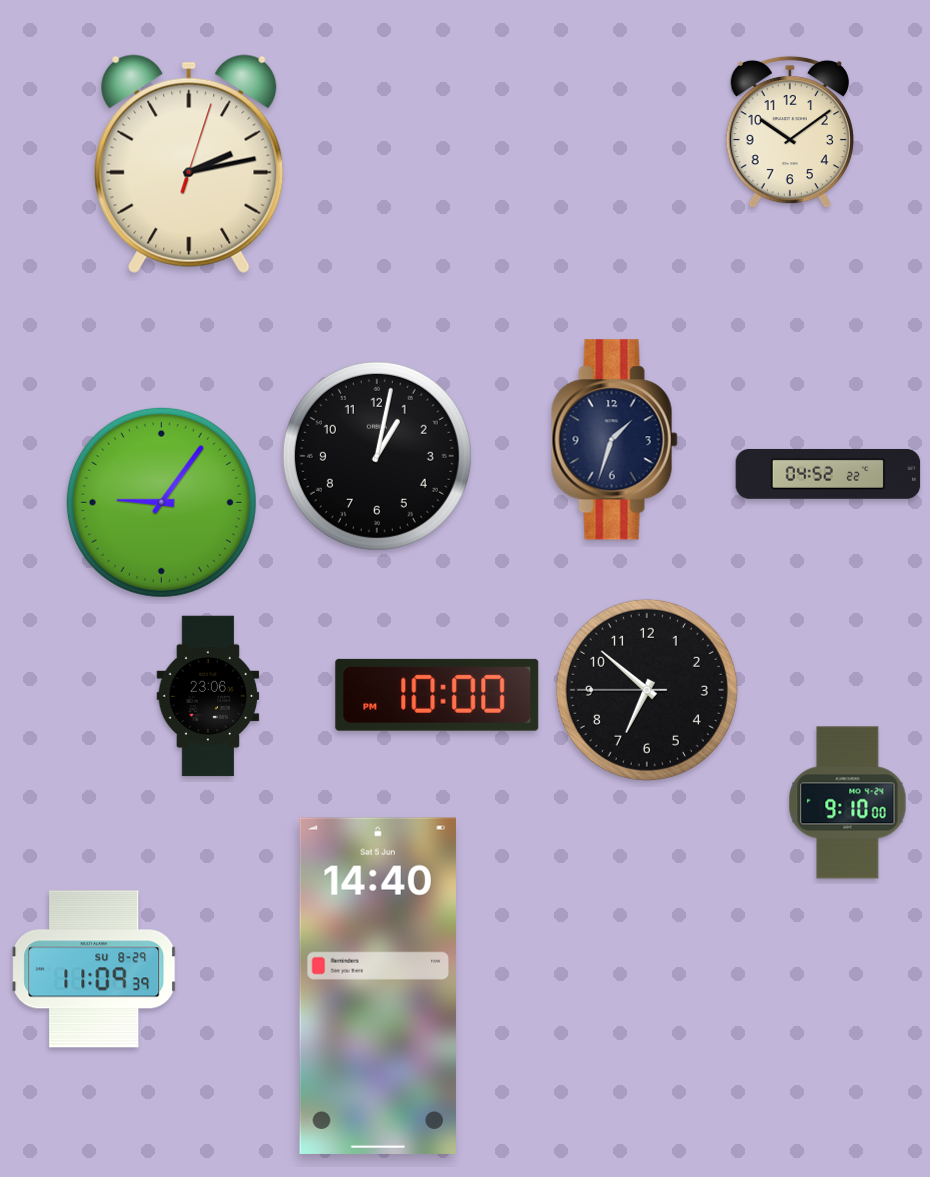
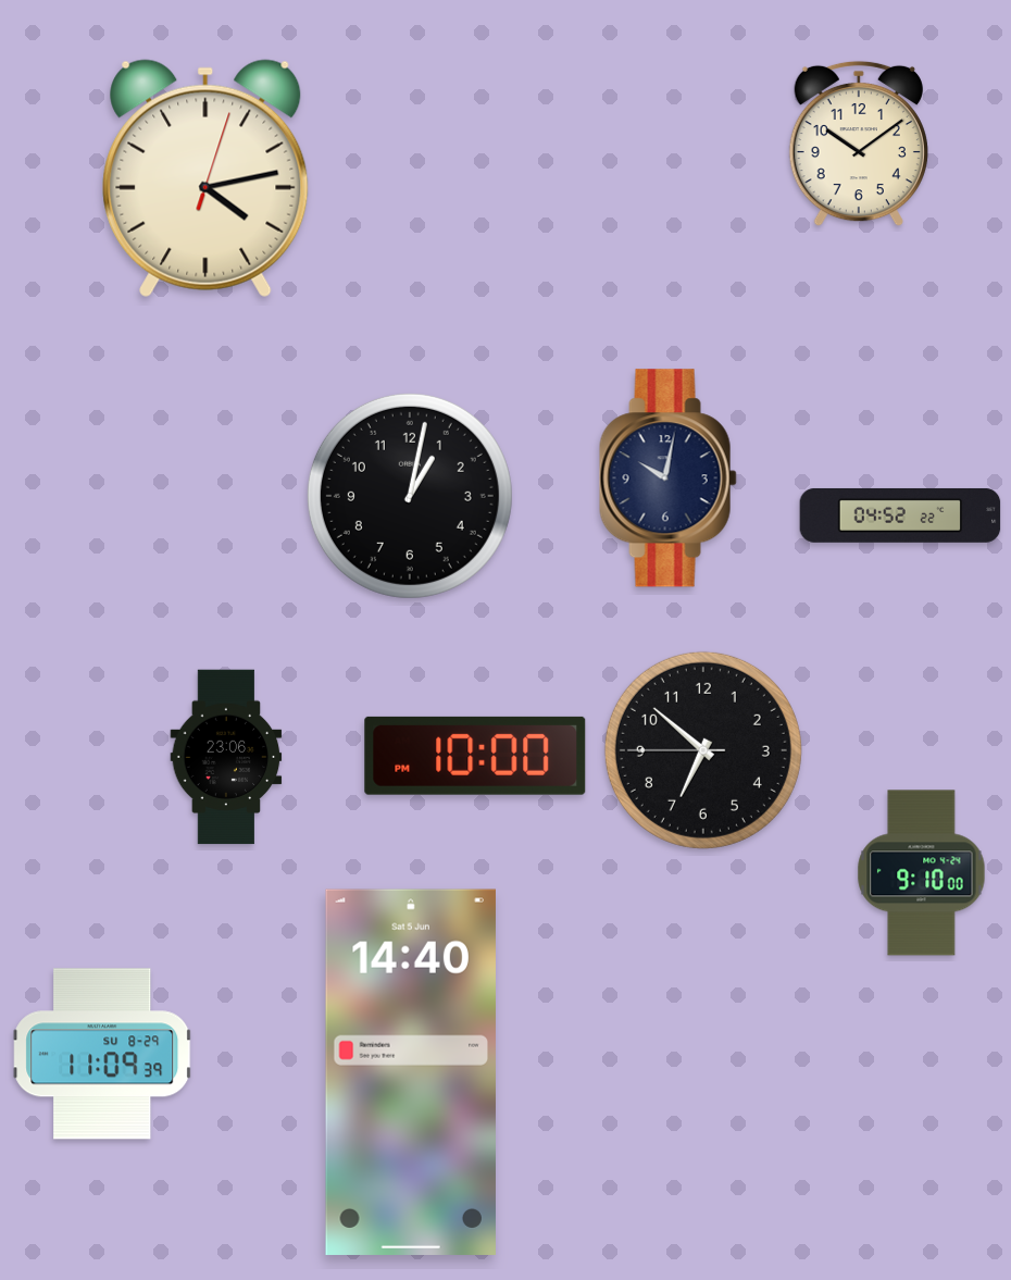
clock at (189, 164): 2:13 -> 4:13
clock at (614, 440): 1:33 -> 10:02
clock at (161, 502): 9:06 -> none
